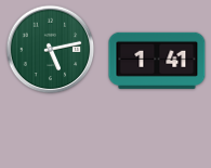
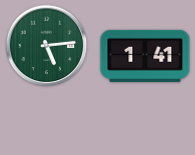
clock at (51, 50): 5:13 -> 5:14
